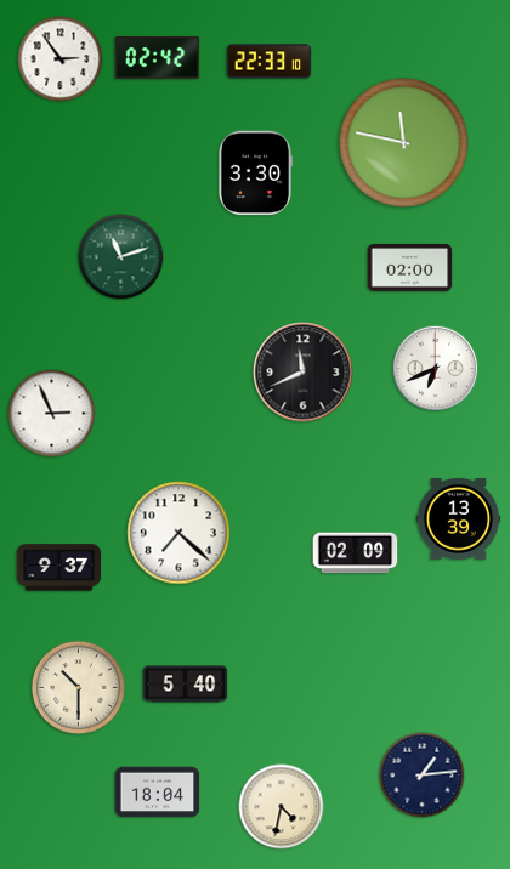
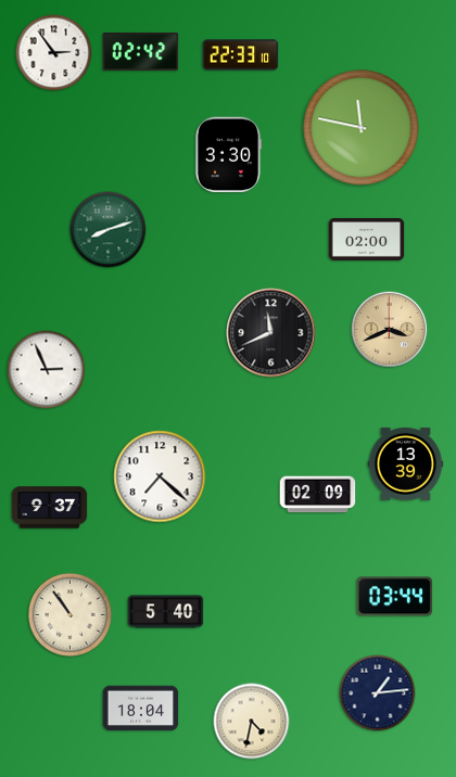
clock at (121, 257): 11:12 -> 8:12
clock at (436, 369): 6:41 -> 3:41
clock at (436, 369) dial: white -> champagne
clock at (459, 518) position: (459, 518) -> (406, 463)
clock at (59, 568) position: (59, 568) -> (50, 508)
clock at (395, 597): none -> 03:44
clock at (78, 687): 10:30 -> 10:54
